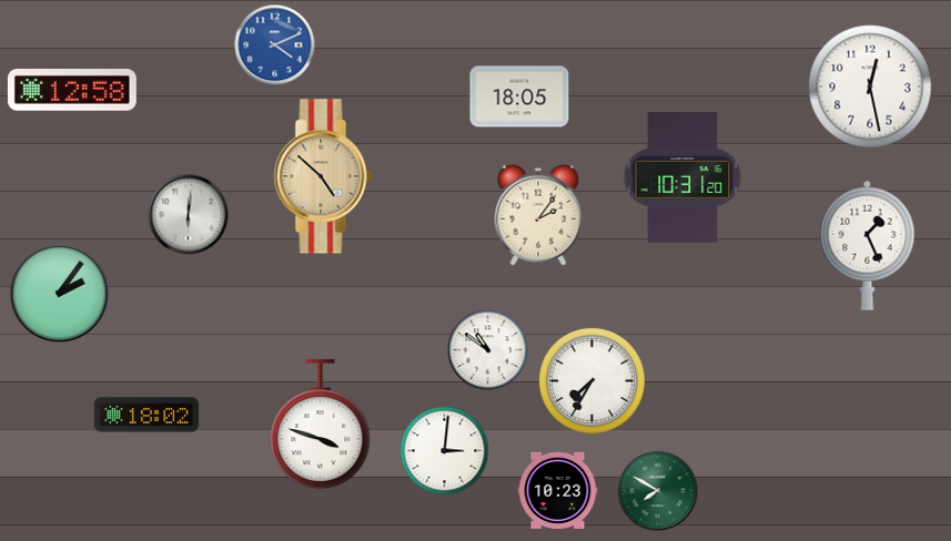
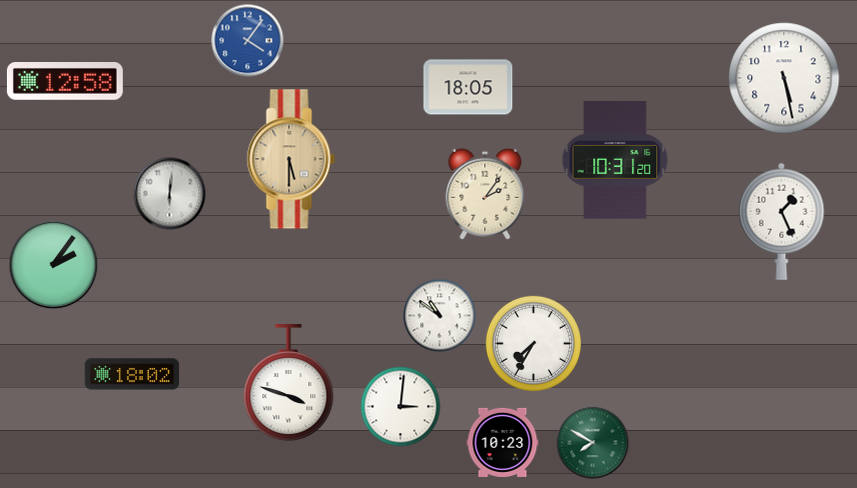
clock at (275, 45): 4:11 -> 4:06
clock at (870, 86): 12:28 -> 5:28
clock at (323, 176): 4:52 -> 5:30
